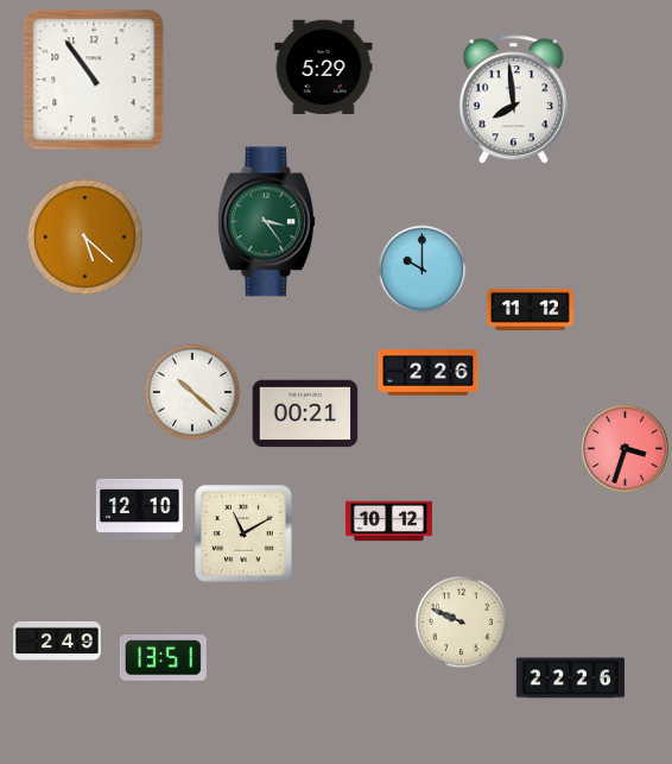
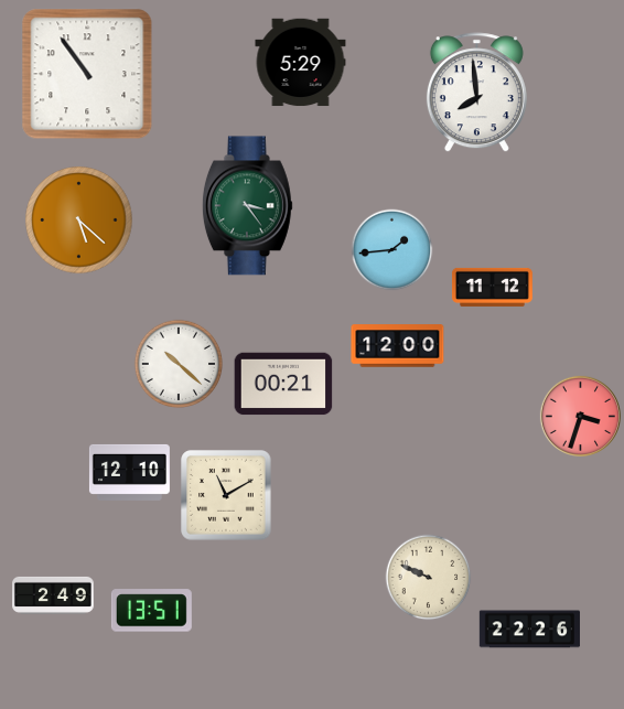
clock at (423, 270): 10:00 -> 1:44
clock at (429, 373): 2:26 -> 12:00
clock at (388, 522): 10:12 -> none
